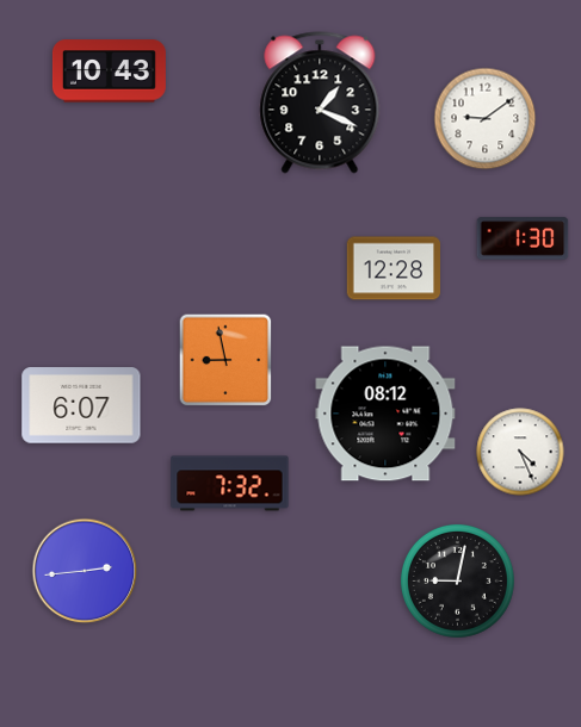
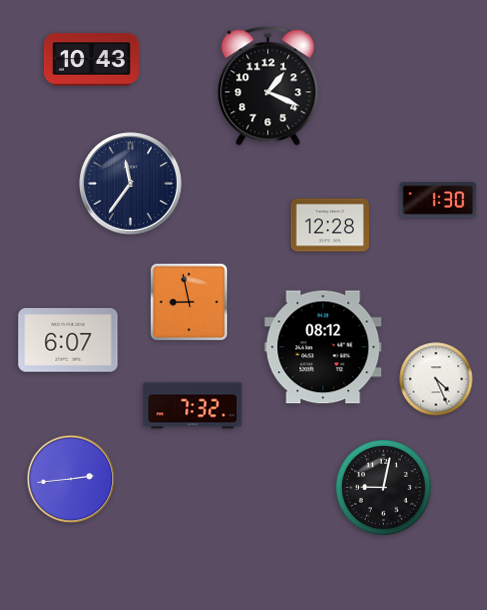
clock at (486, 119): 9:09 -> none
clock at (131, 184): none -> 11:36
